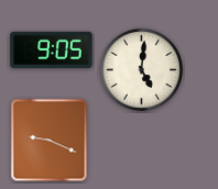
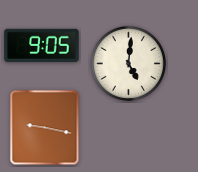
clock at (52, 49) position: (52, 49) -> (42, 45)
clock at (50, 141): 9:19 -> 9:17
